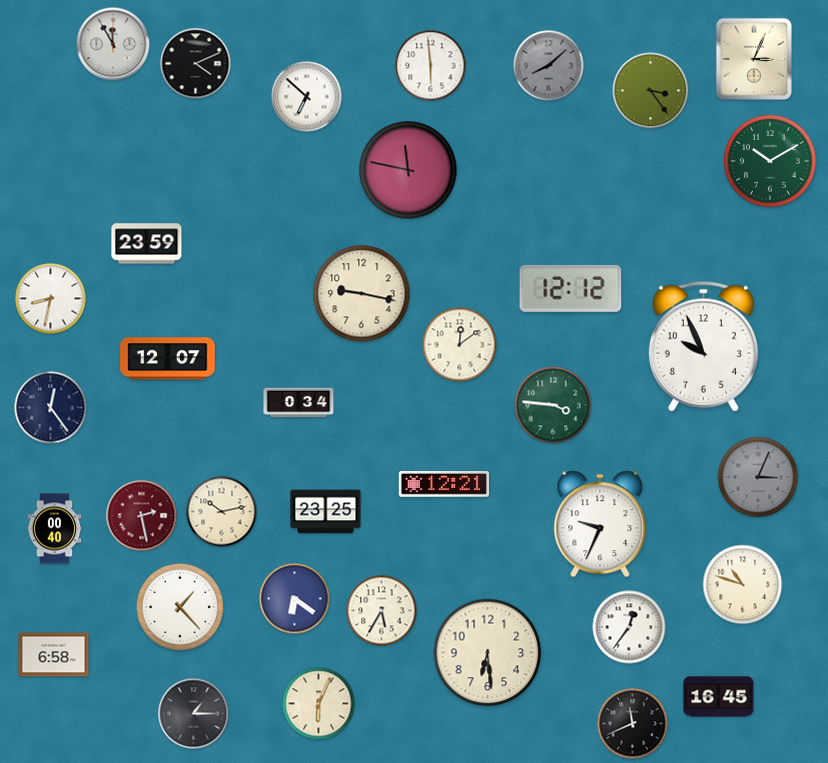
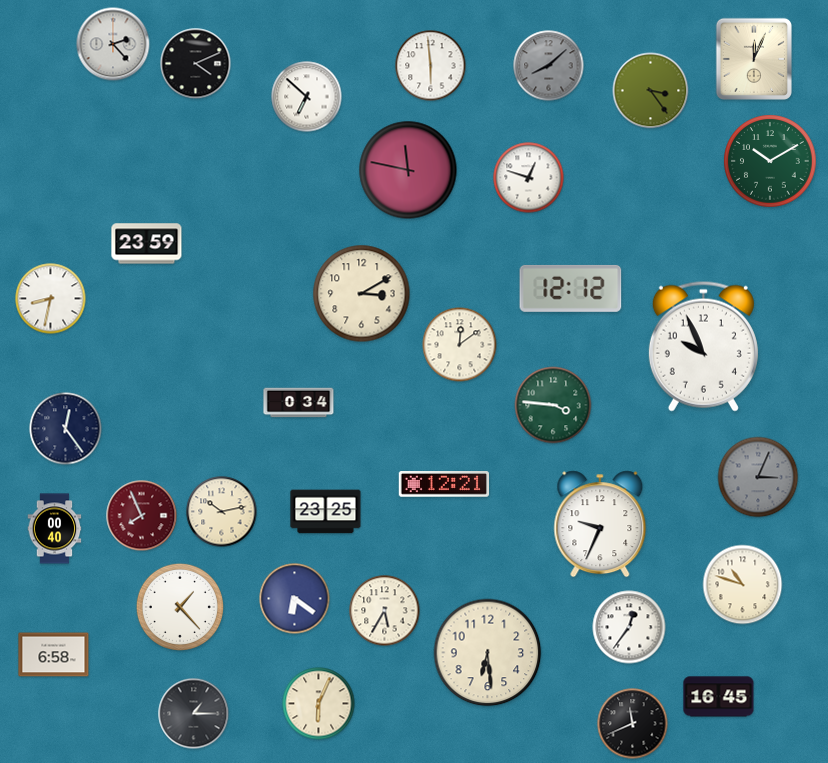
clock at (113, 44): 11:55 -> 2:23
clock at (753, 58): 3:04 -> 12:04
clock at (529, 178): none -> 12:48
clock at (362, 294): 9:17 -> 3:10
clock at (168, 359): 12:07 -> none
clock at (51, 408) position: (51, 408) -> (66, 429)
clock at (142, 516): 2:28 -> 7:56
clock at (382, 611) position: (382, 611) -> (385, 611)
